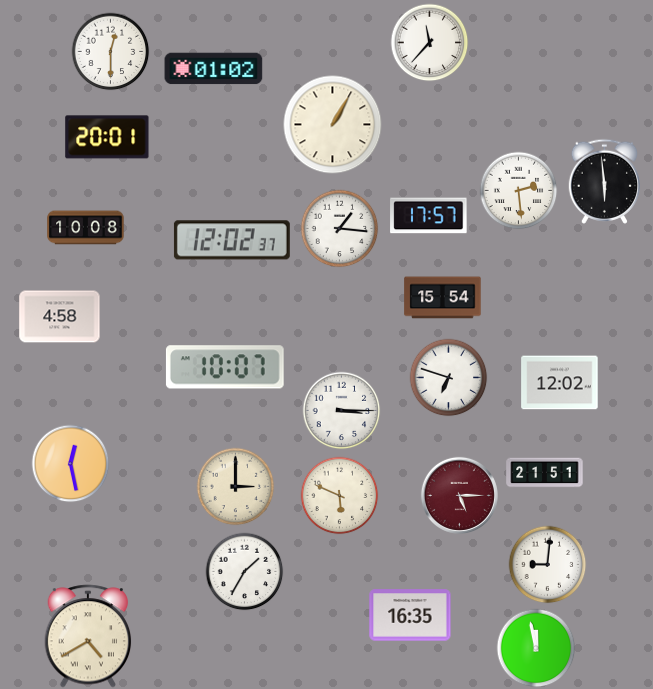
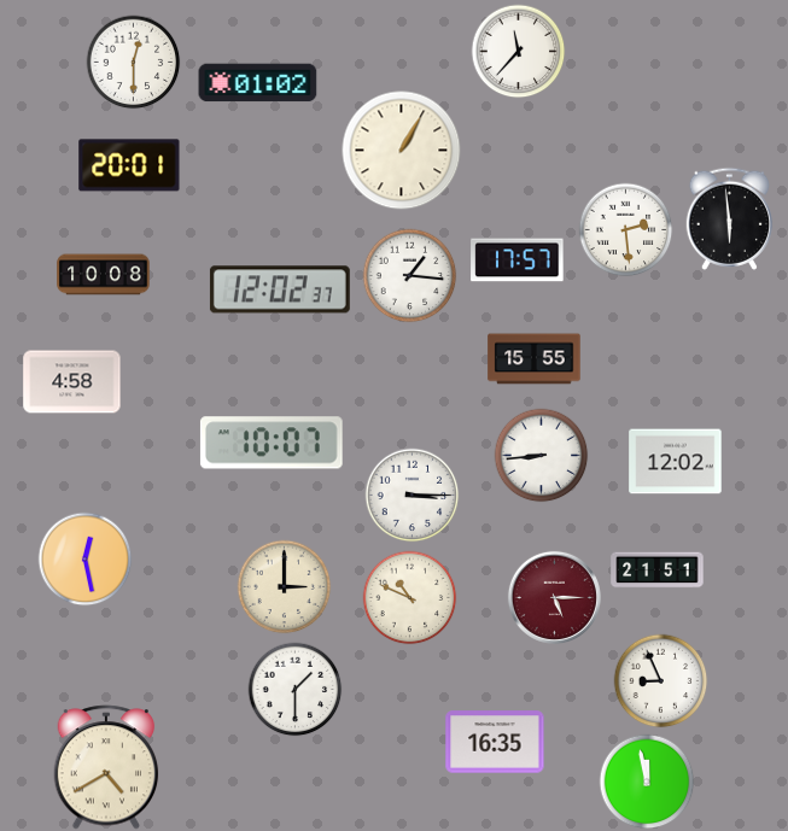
clock at (443, 298): 15:54 -> 15:55
clock at (448, 377): 6:48 -> 8:44
clock at (339, 495): 5:49 -> 10:49
clock at (547, 564): 9:01 -> 8:56
clock at (244, 571): 1:35 -> 1:30
